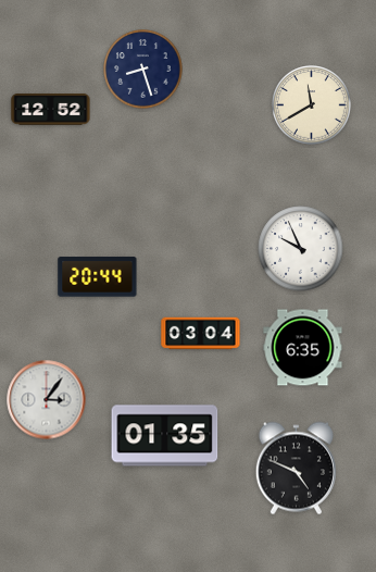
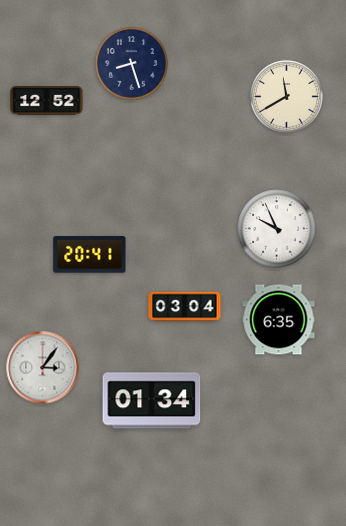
clock at (98, 277): 20:44 -> 20:41
clock at (165, 436): 01:35 -> 01:34
clock at (296, 469): 4:49 -> none
